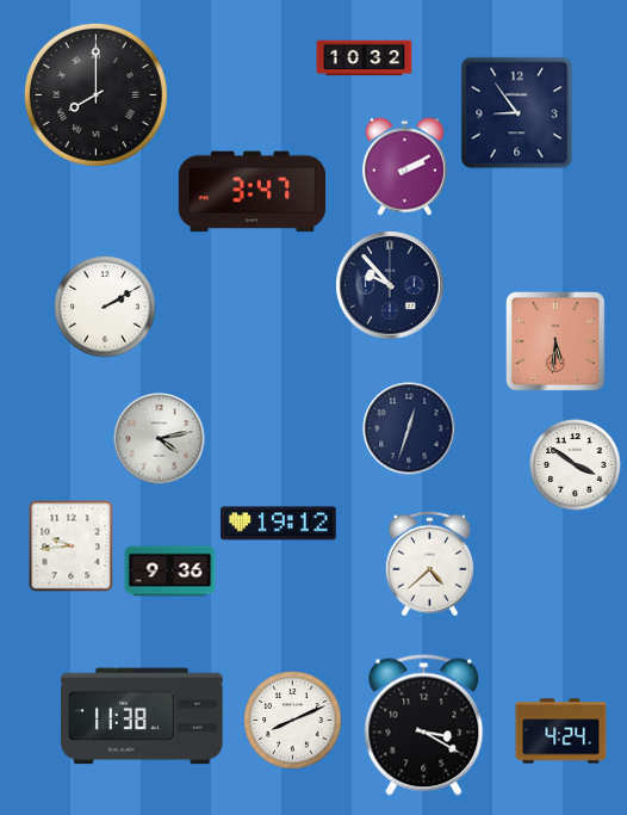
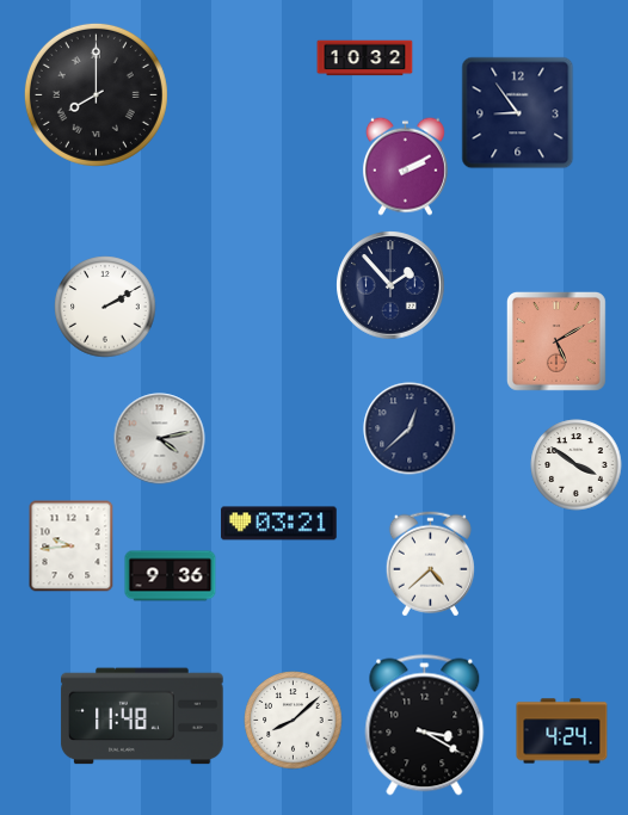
clock at (253, 192): 3:47 -> none
clock at (390, 285): 9:53 -> 1:53
clock at (555, 341): 5:31 -> 5:10
clock at (409, 428): 12:33 -> 12:38
clock at (279, 524): 19:12 -> 03:21
clock at (170, 572) position: (170, 572) -> (171, 576)
clock at (142, 716): 11:38 -> 11:48
clock at (293, 721): 8:11 -> 8:08
